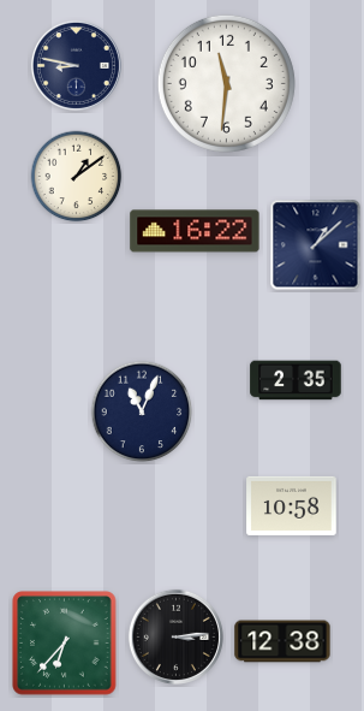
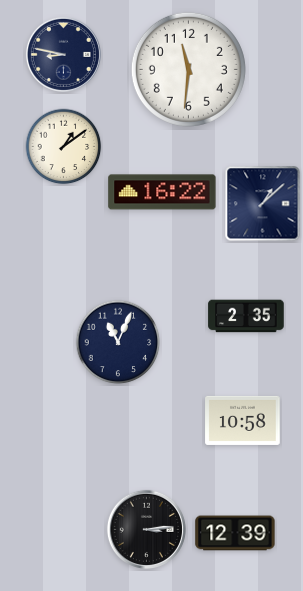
clock at (282, 641): 12:38 -> 12:39
clock at (65, 644): 6:37 -> none
